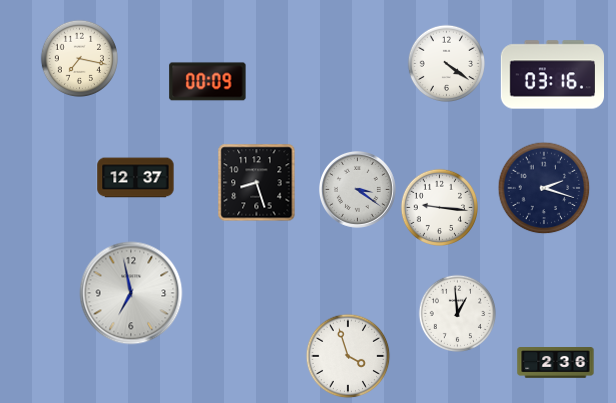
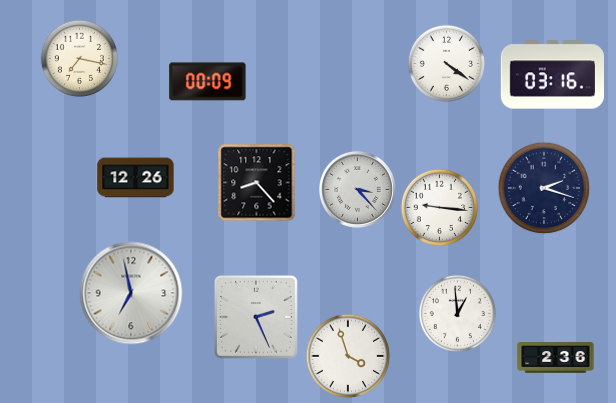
clock at (136, 178): 12:37 -> 12:26
clock at (256, 182): 8:27 -> 8:23
clock at (357, 189): 3:21 -> 3:23
clock at (256, 317): none -> 2:26
clock at (556, 363) position: (556, 363) -> (556, 358)
